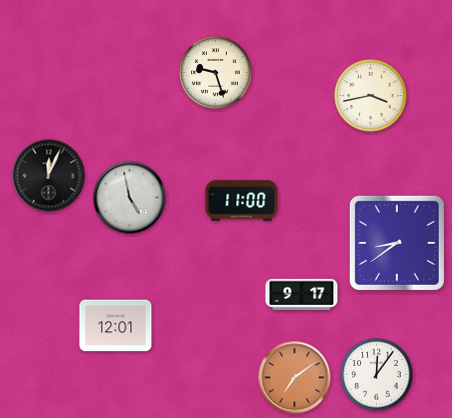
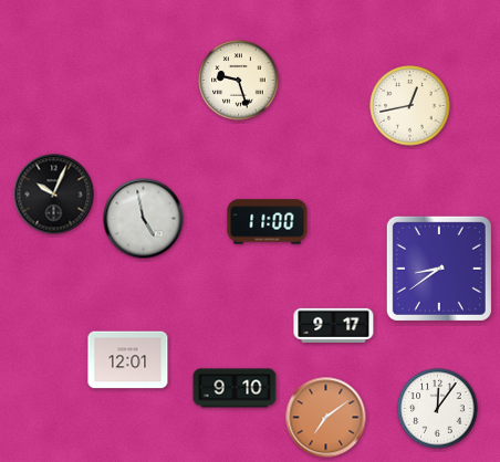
clock at (371, 96): 3:43 -> 12:43
clock at (49, 176): 12:04 -> 10:04
clock at (235, 388): none -> 9:10
clock at (377, 375) position: (377, 375) -> (438, 409)
